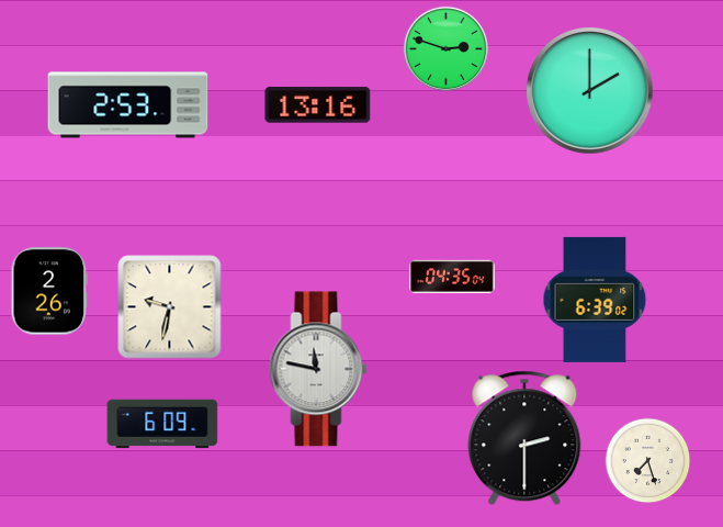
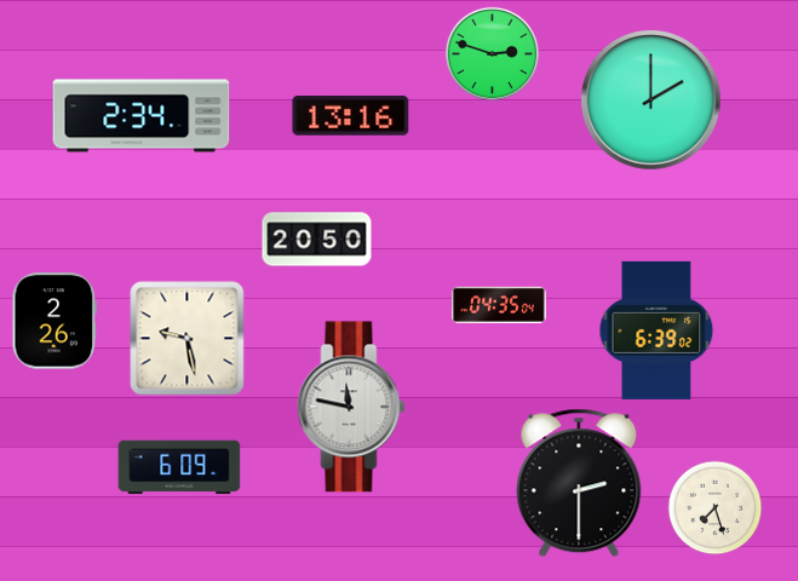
clock at (128, 105): 2:53 -> 2:34
clock at (317, 240): none -> 20:50
clock at (170, 307): 9:32 -> 9:28
